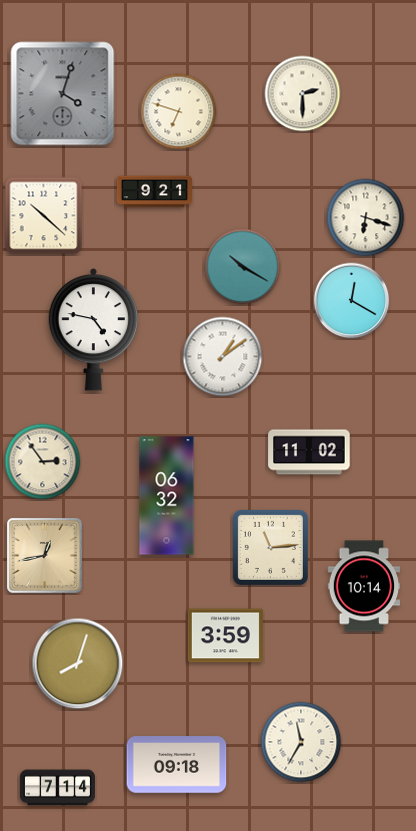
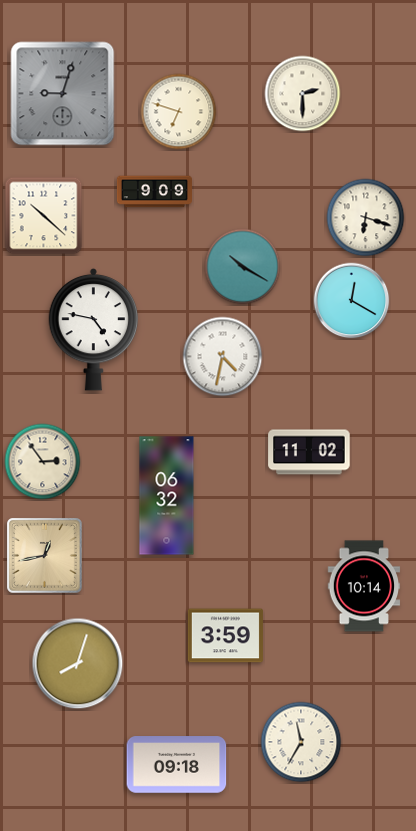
clock at (63, 94): 4:03 -> 9:03
clock at (154, 192): 9:21 -> 9:09
clock at (223, 357): 1:09 -> 4:32
clock at (270, 547): 11:14 -> none
clock at (57, 788): 7:14 -> none
